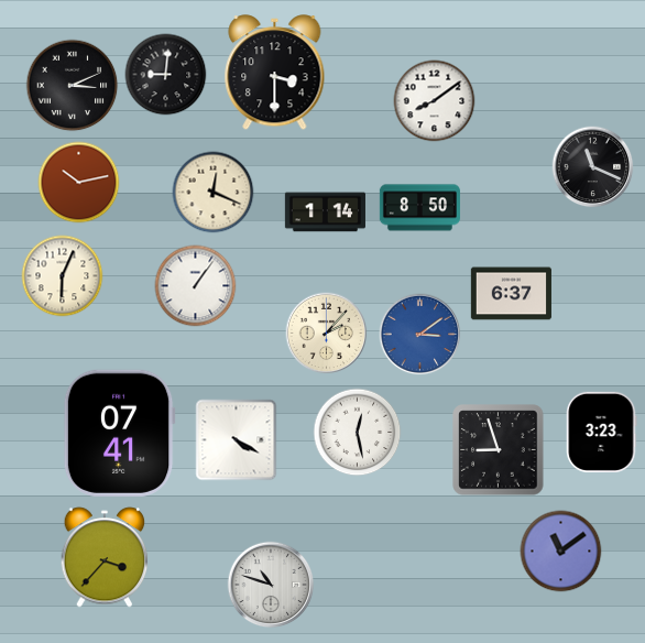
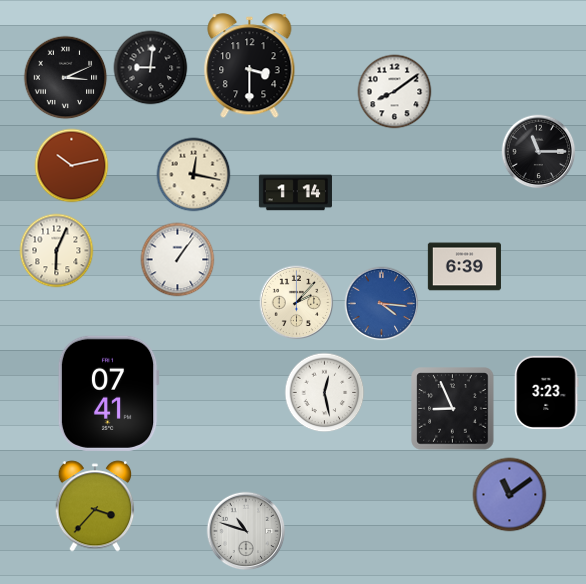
clock at (593, 167): 11:19 -> 11:15
clock at (214, 193): 12:19 -> 12:17
clock at (419, 208): 8:50 -> none
clock at (511, 294): 6:37 -> 6:39
clock at (420, 335): 3:09 -> 4:16
clock at (237, 440): 4:20 -> none
clock at (499, 450): 8:57 -> 8:56
clock at (561, 552) position: (561, 552) -> (510, 495)
